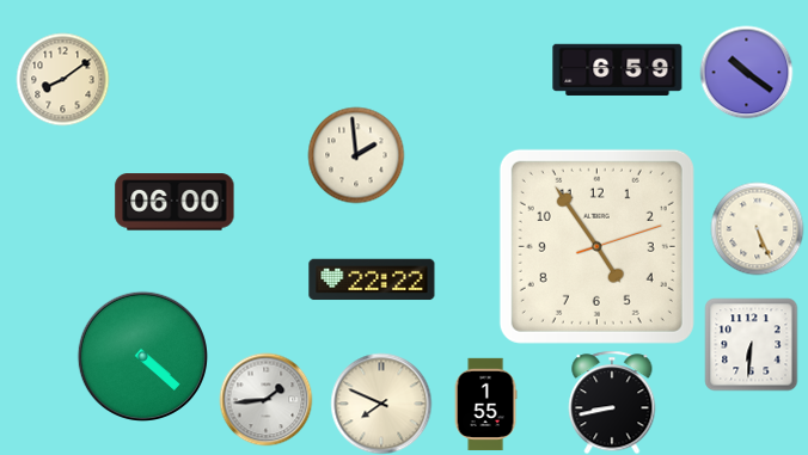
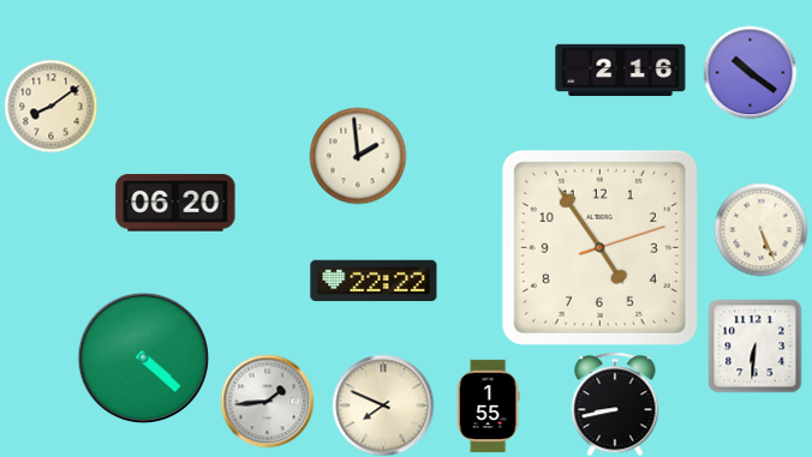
clock at (618, 69): 6:59 -> 2:16
clock at (62, 79) position: (62, 79) -> (50, 106)
clock at (175, 202): 06:00 -> 06:20
